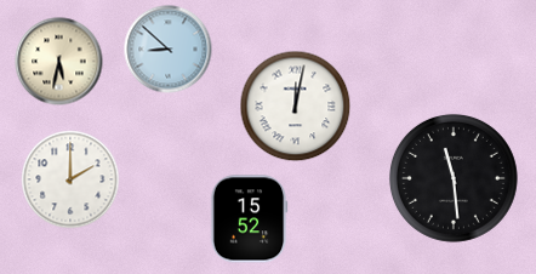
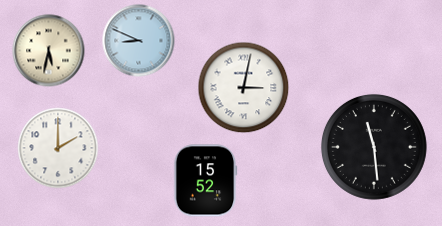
clock at (169, 50): 8:52 -> 8:49
clock at (296, 107): 12:02 -> 3:02
